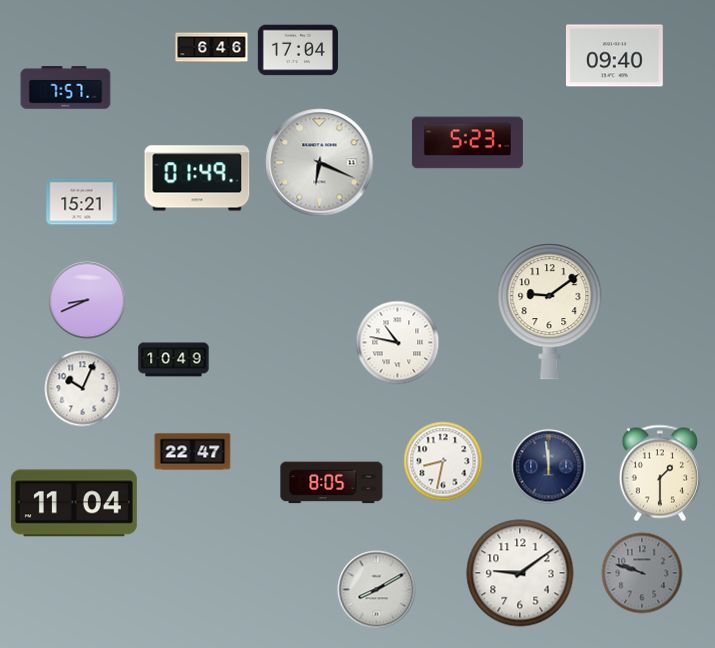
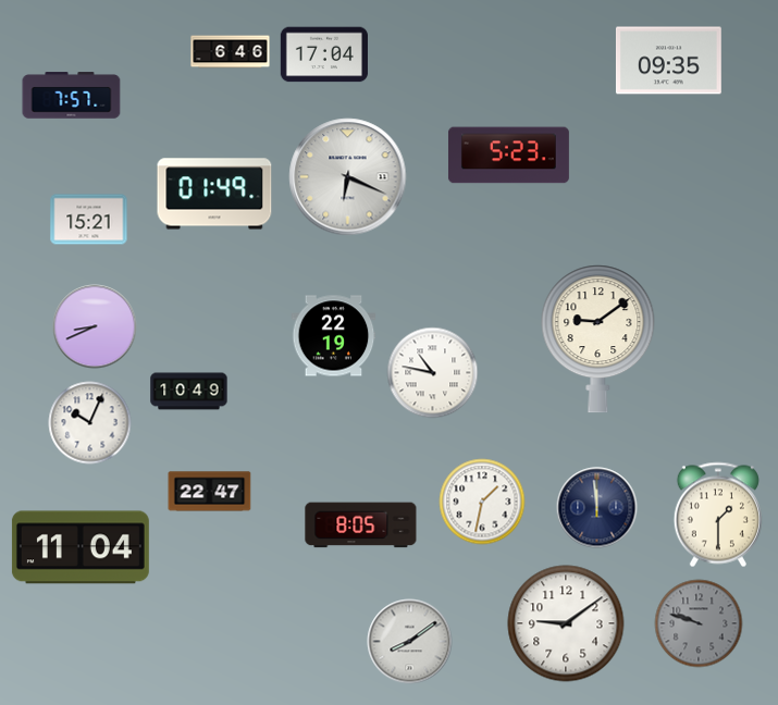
clock at (614, 56): 09:40 -> 09:35
clock at (334, 336): none -> 22:19
clock at (443, 461): 8:32 -> 1:32
clock at (377, 590): 8:10 -> 8:09
